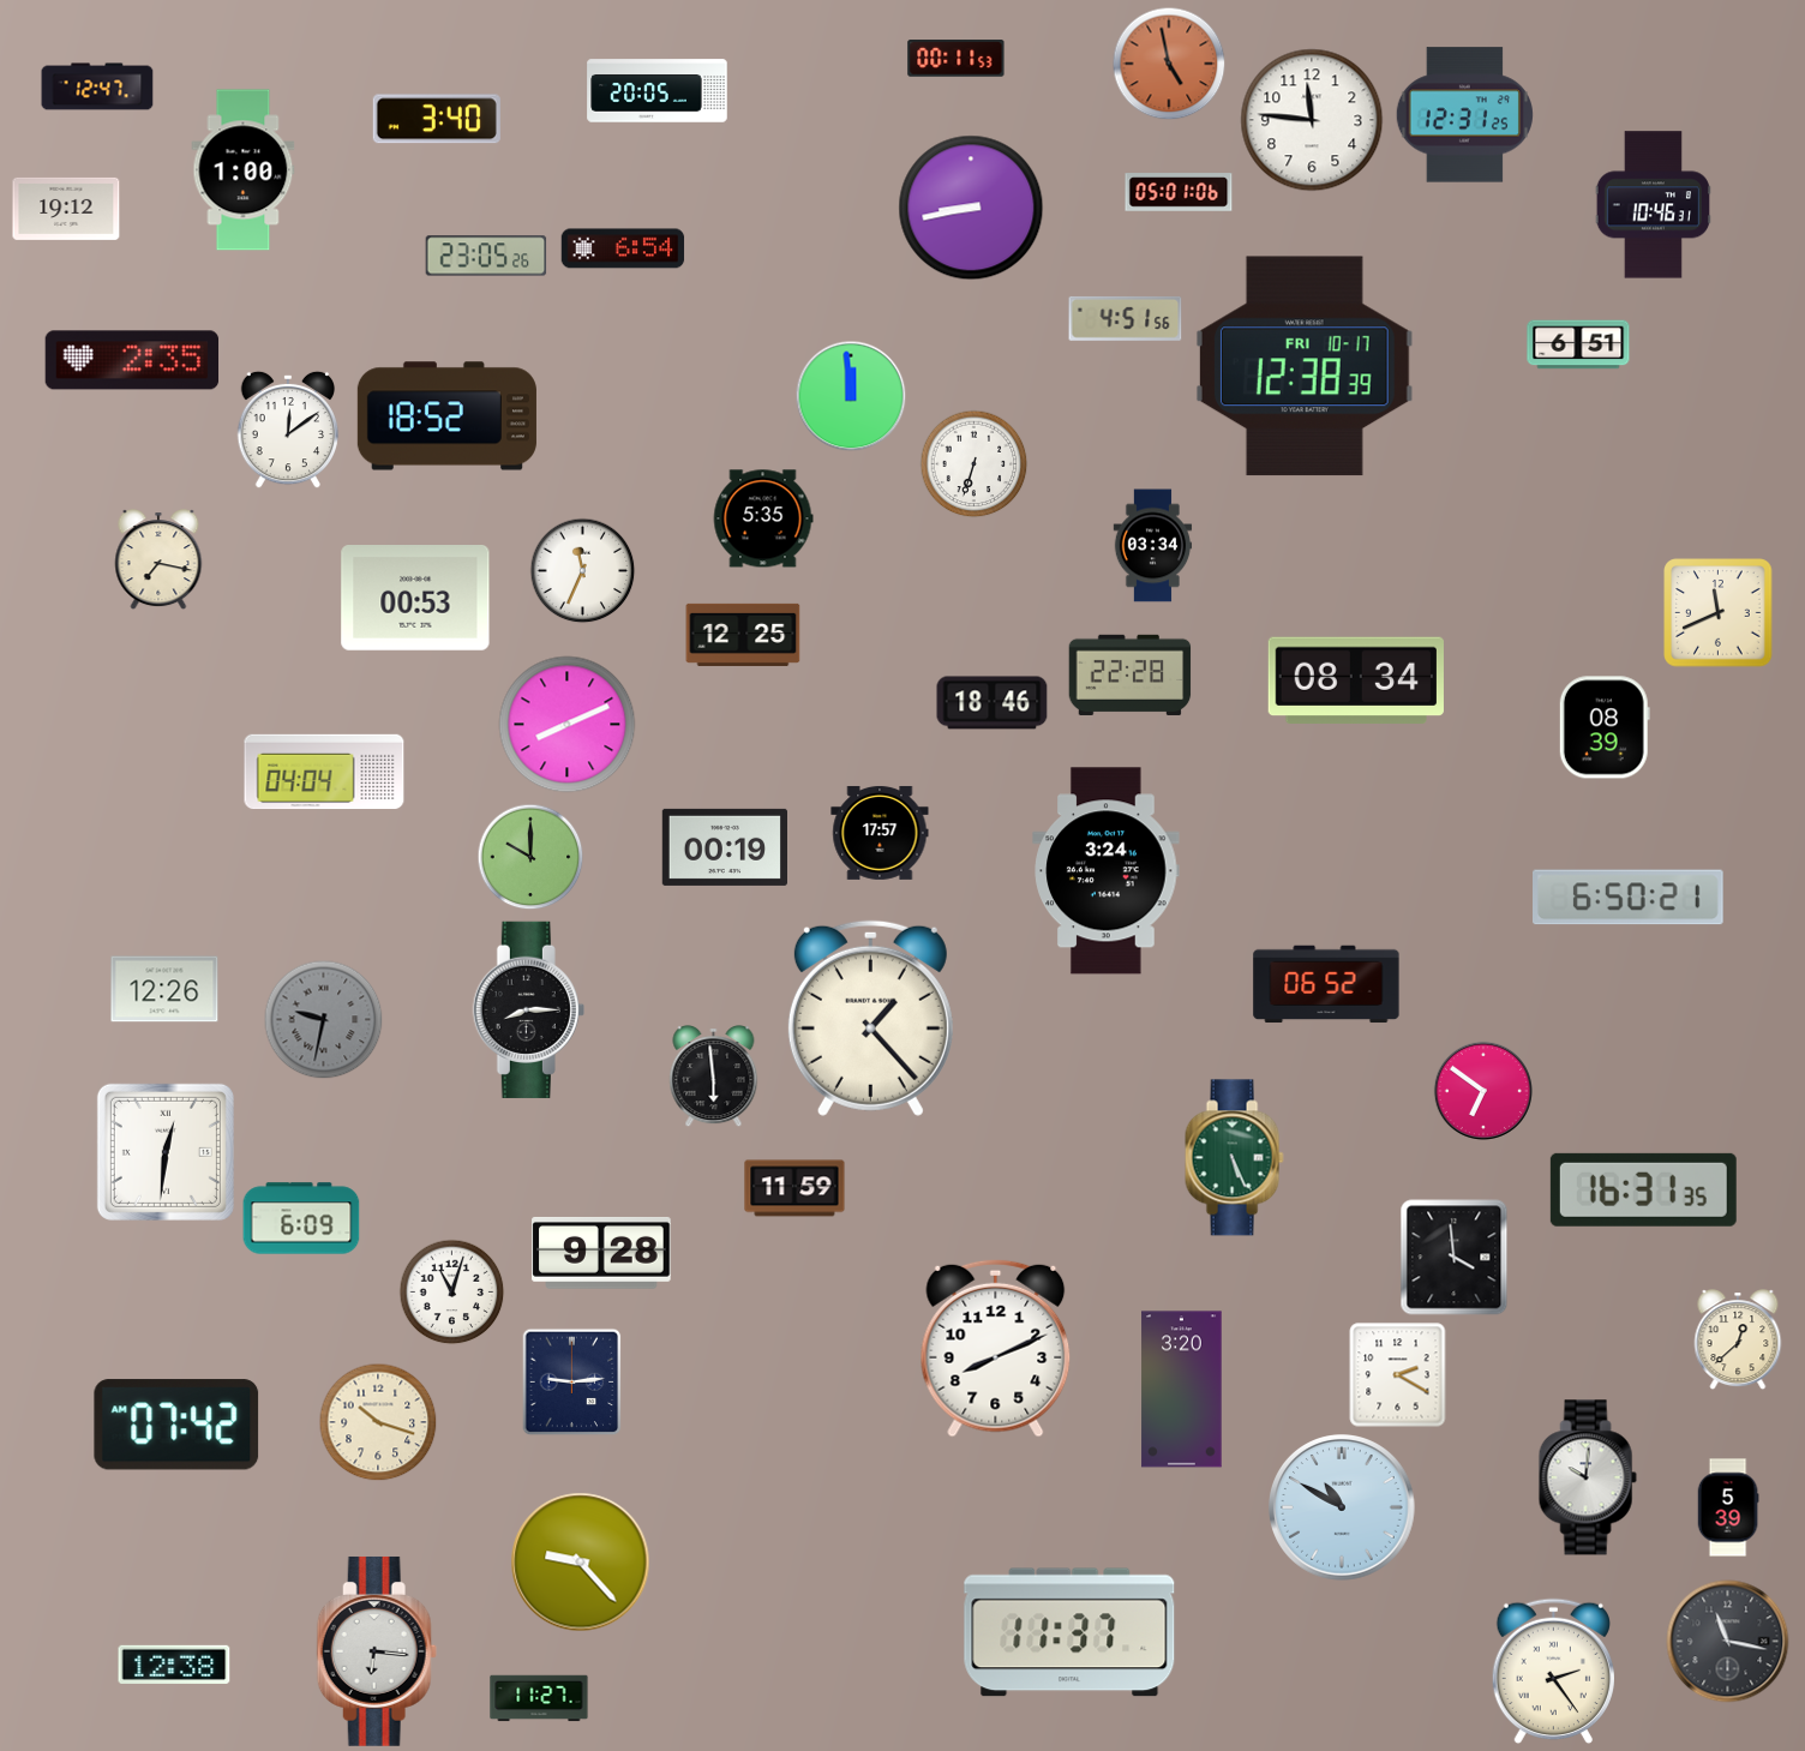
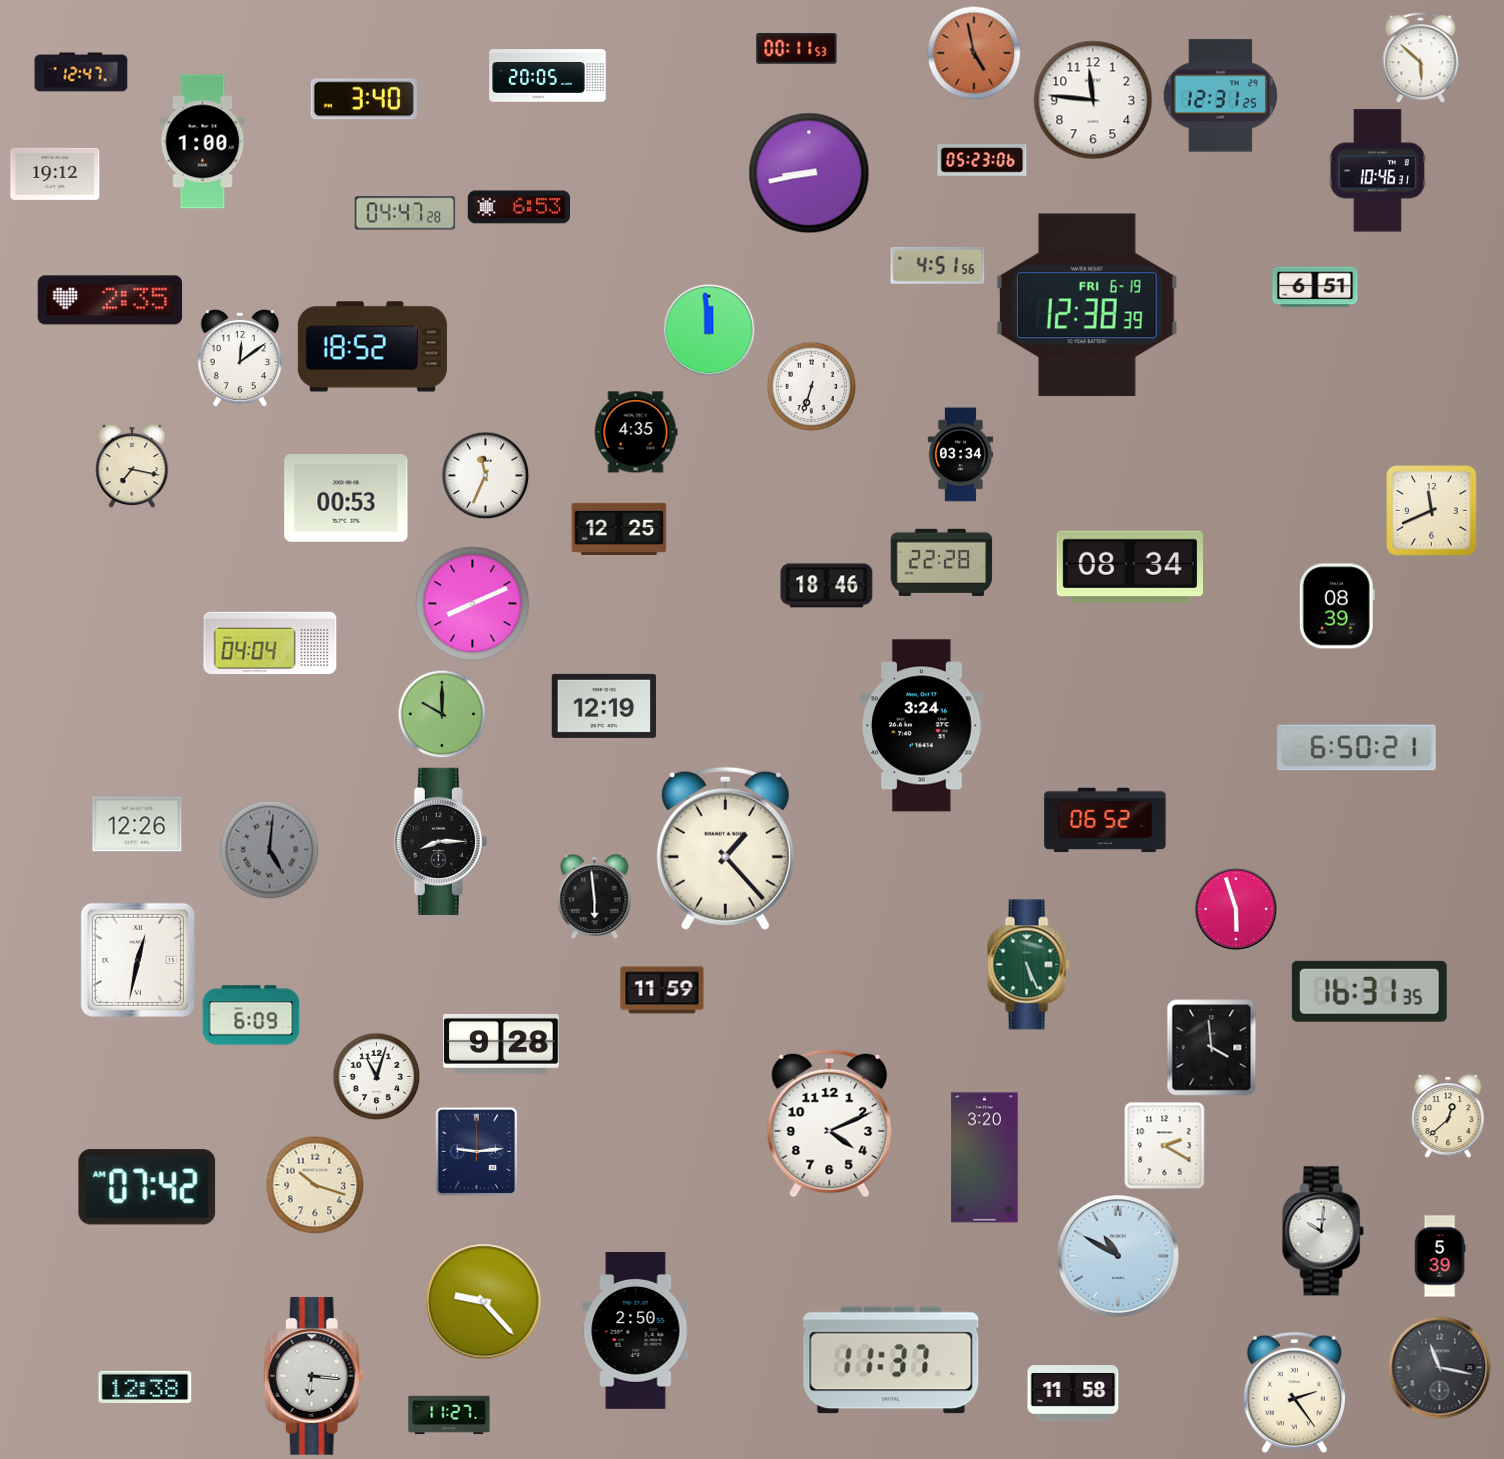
clock at (1421, 57): none -> 5:52
clock at (1179, 192): 05:01 -> 05:23
clock at (623, 248): 6:54 -> 6:53
clock at (486, 256): 23:05 -> 04:47
clock at (1305, 366) date: FRI 10-17 -> FRI 6-19
clock at (763, 518): 5:35 -> 4:35
clock at (880, 833): 17:57 -> none
clock at (724, 847): 00:19 -> 12:19
clock at (324, 1020): 9:32 -> 5:01
clock at (1483, 1091): 6:51 -> 5:57
clock at (166, 1152): 12:31 -> 12:32
clock at (996, 1348): 8:11 -> 4:11
clock at (636, 1331): none -> 2:50
clock at (1073, 1393): none -> 11:58
